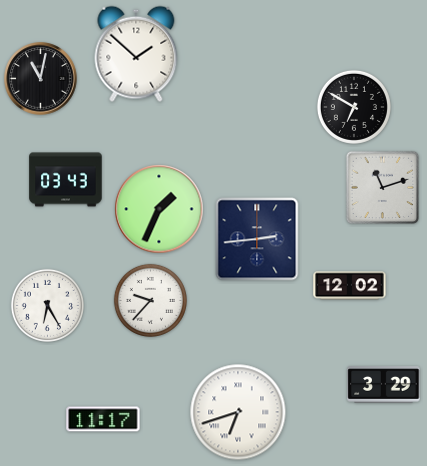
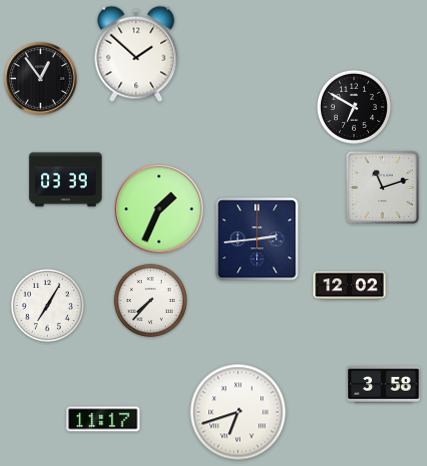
clock at (41, 79): 11:02 -> 12:54
clock at (66, 180): 03:43 -> 03:39
clock at (150, 300): 9:37 -> 7:37
clock at (47, 305): 6:25 -> 7:05
clock at (384, 385): 3:29 -> 3:58
